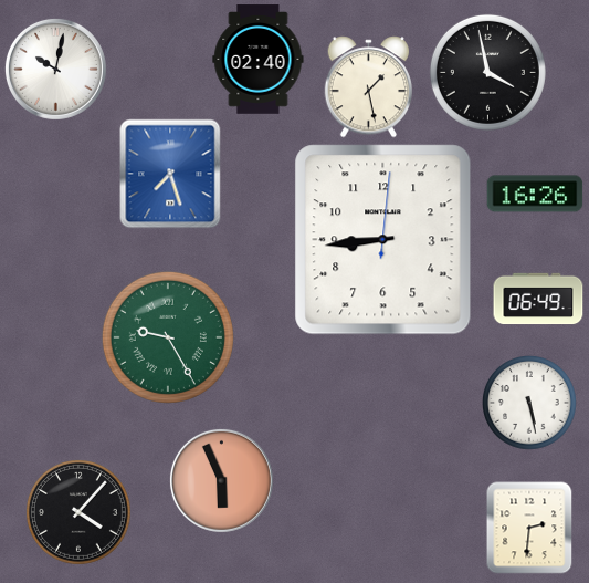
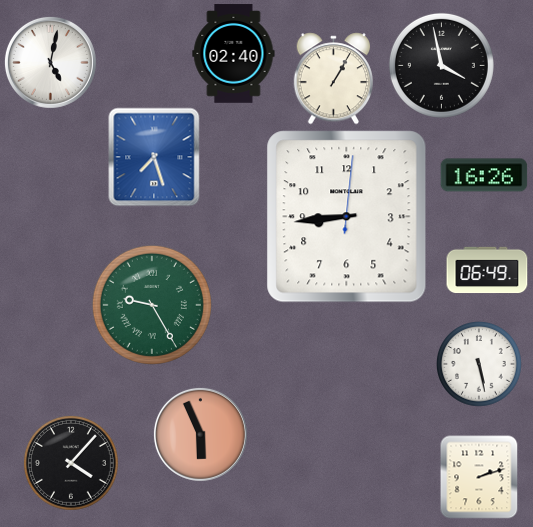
clock at (55, 69): 10:02 -> 5:02
clock at (368, 87): 1:28 -> 1:05
clock at (529, 528): 2:31 -> 2:12
